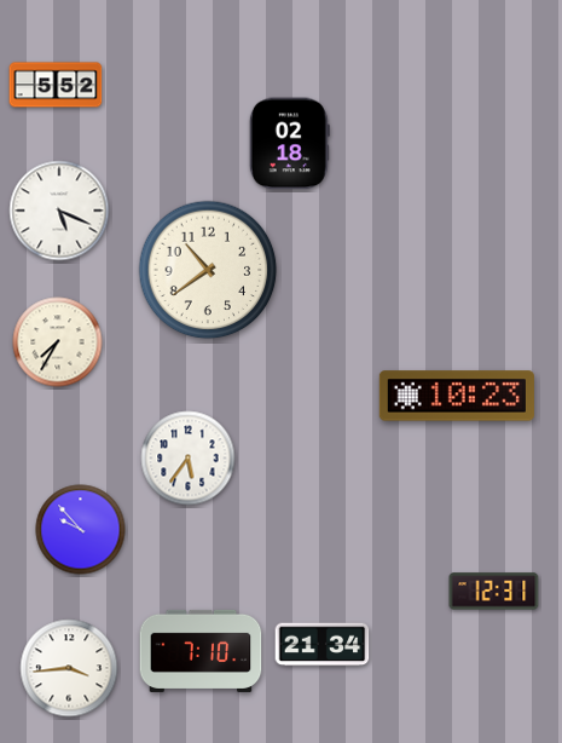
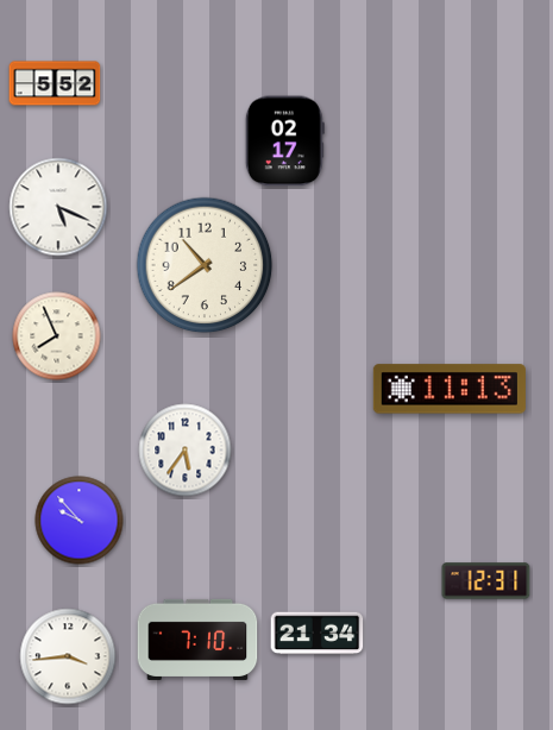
clock at (289, 144): 02:18 -> 02:17
clock at (58, 342): 7:35 -> 7:56
clock at (457, 396): 10:23 -> 11:13
